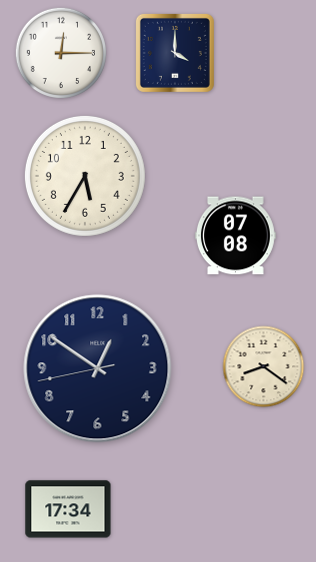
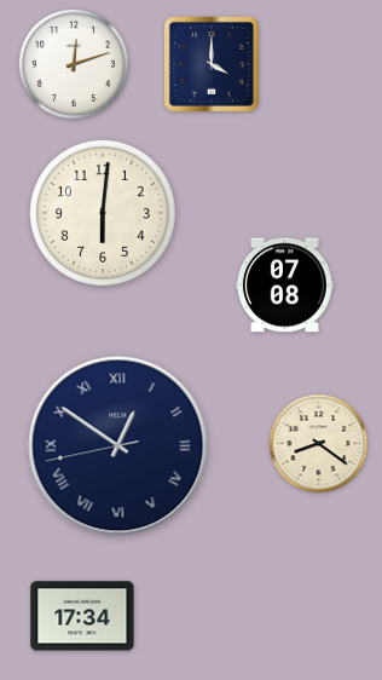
clock at (61, 53): 12:15 -> 12:12
clock at (85, 176): 5:35 -> 6:01
clock at (98, 369) numerals: Arabic -> Roman
